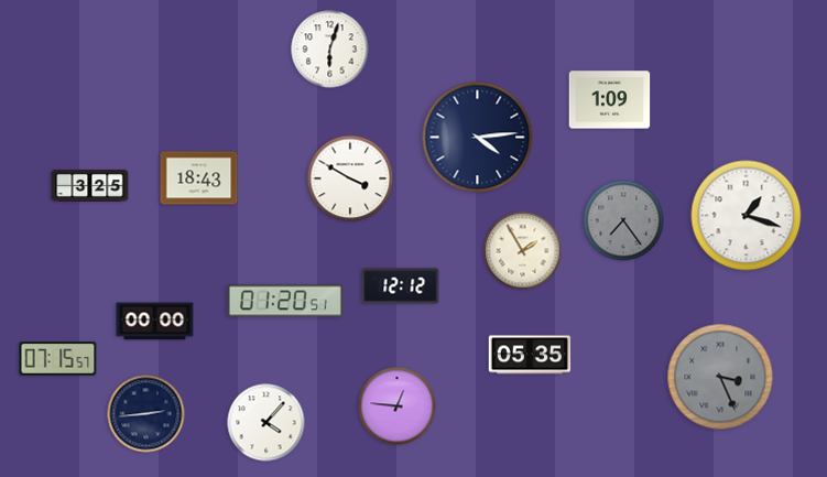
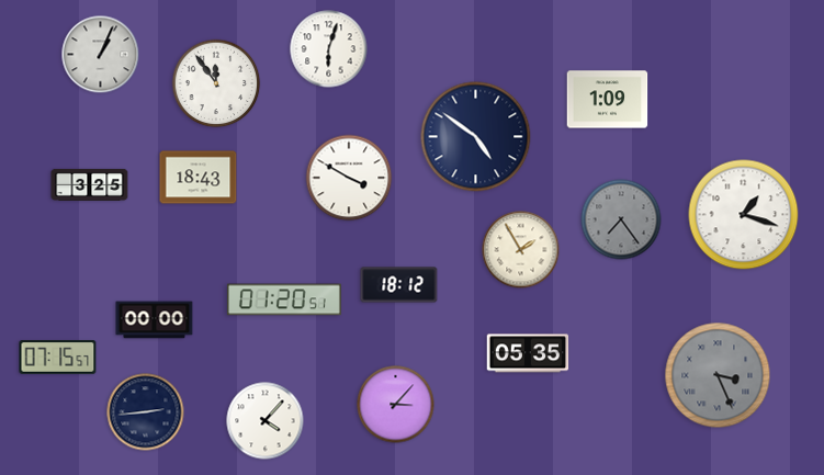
clock at (101, 55): none -> 1:04
clock at (216, 83): none -> 11:54
clock at (478, 138): 4:14 -> 4:51
clock at (401, 286): 12:12 -> 18:12
clock at (398, 406): 12:46 -> 3:07
